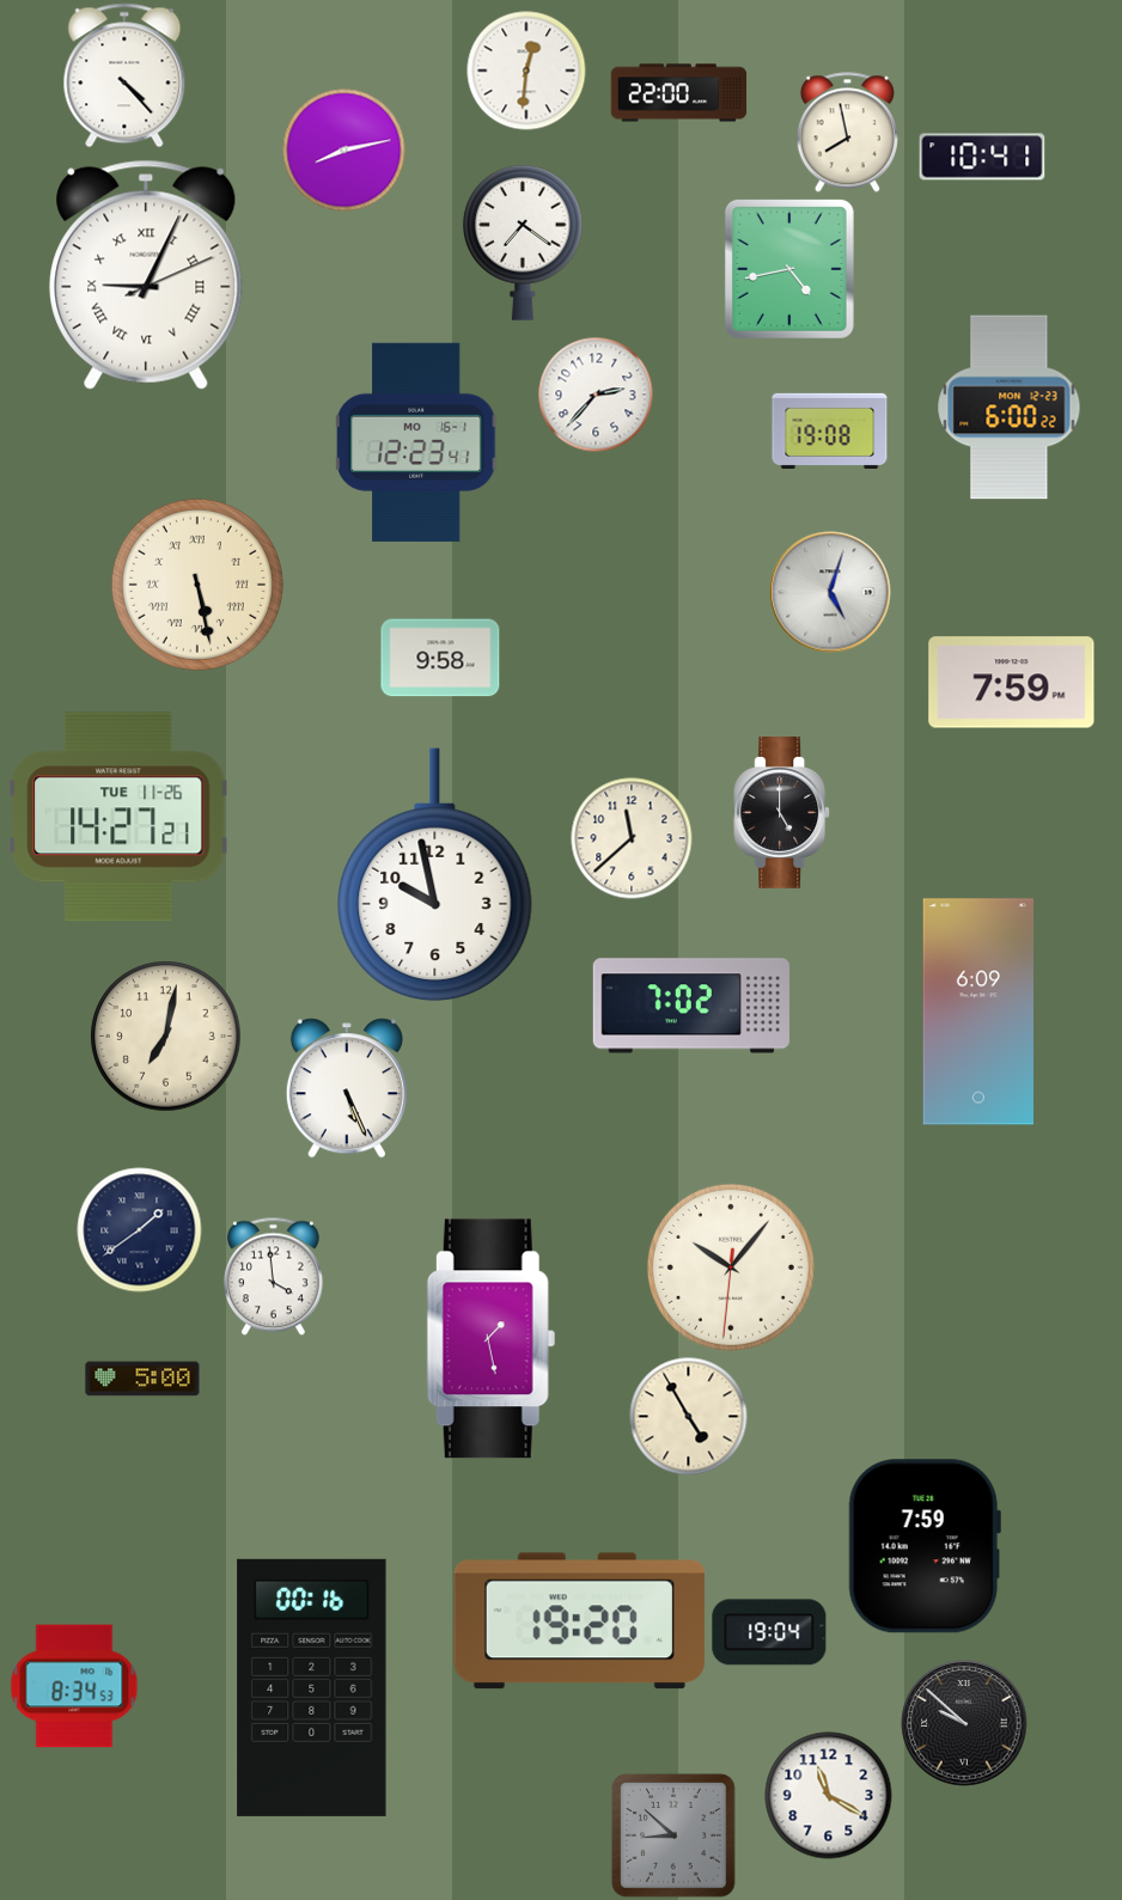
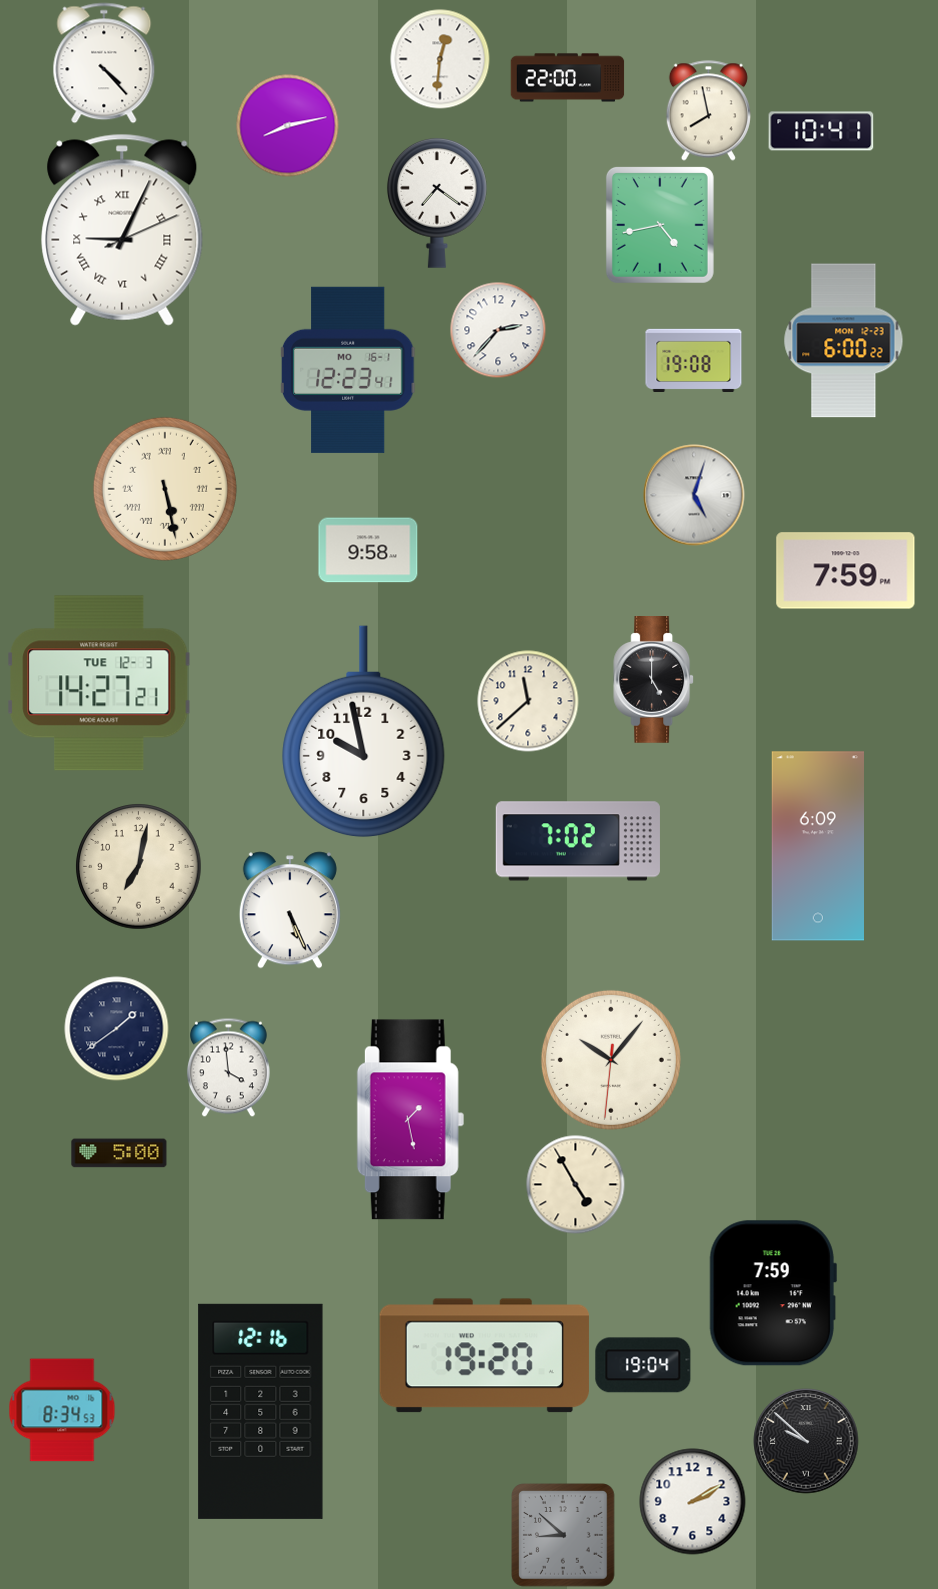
clock at (118, 817) date: TUE 11-26 -> TUE 12-3
clock at (312, 1687): 00:16 -> 12:16
clock at (829, 1796): 11:20 -> 2:10
